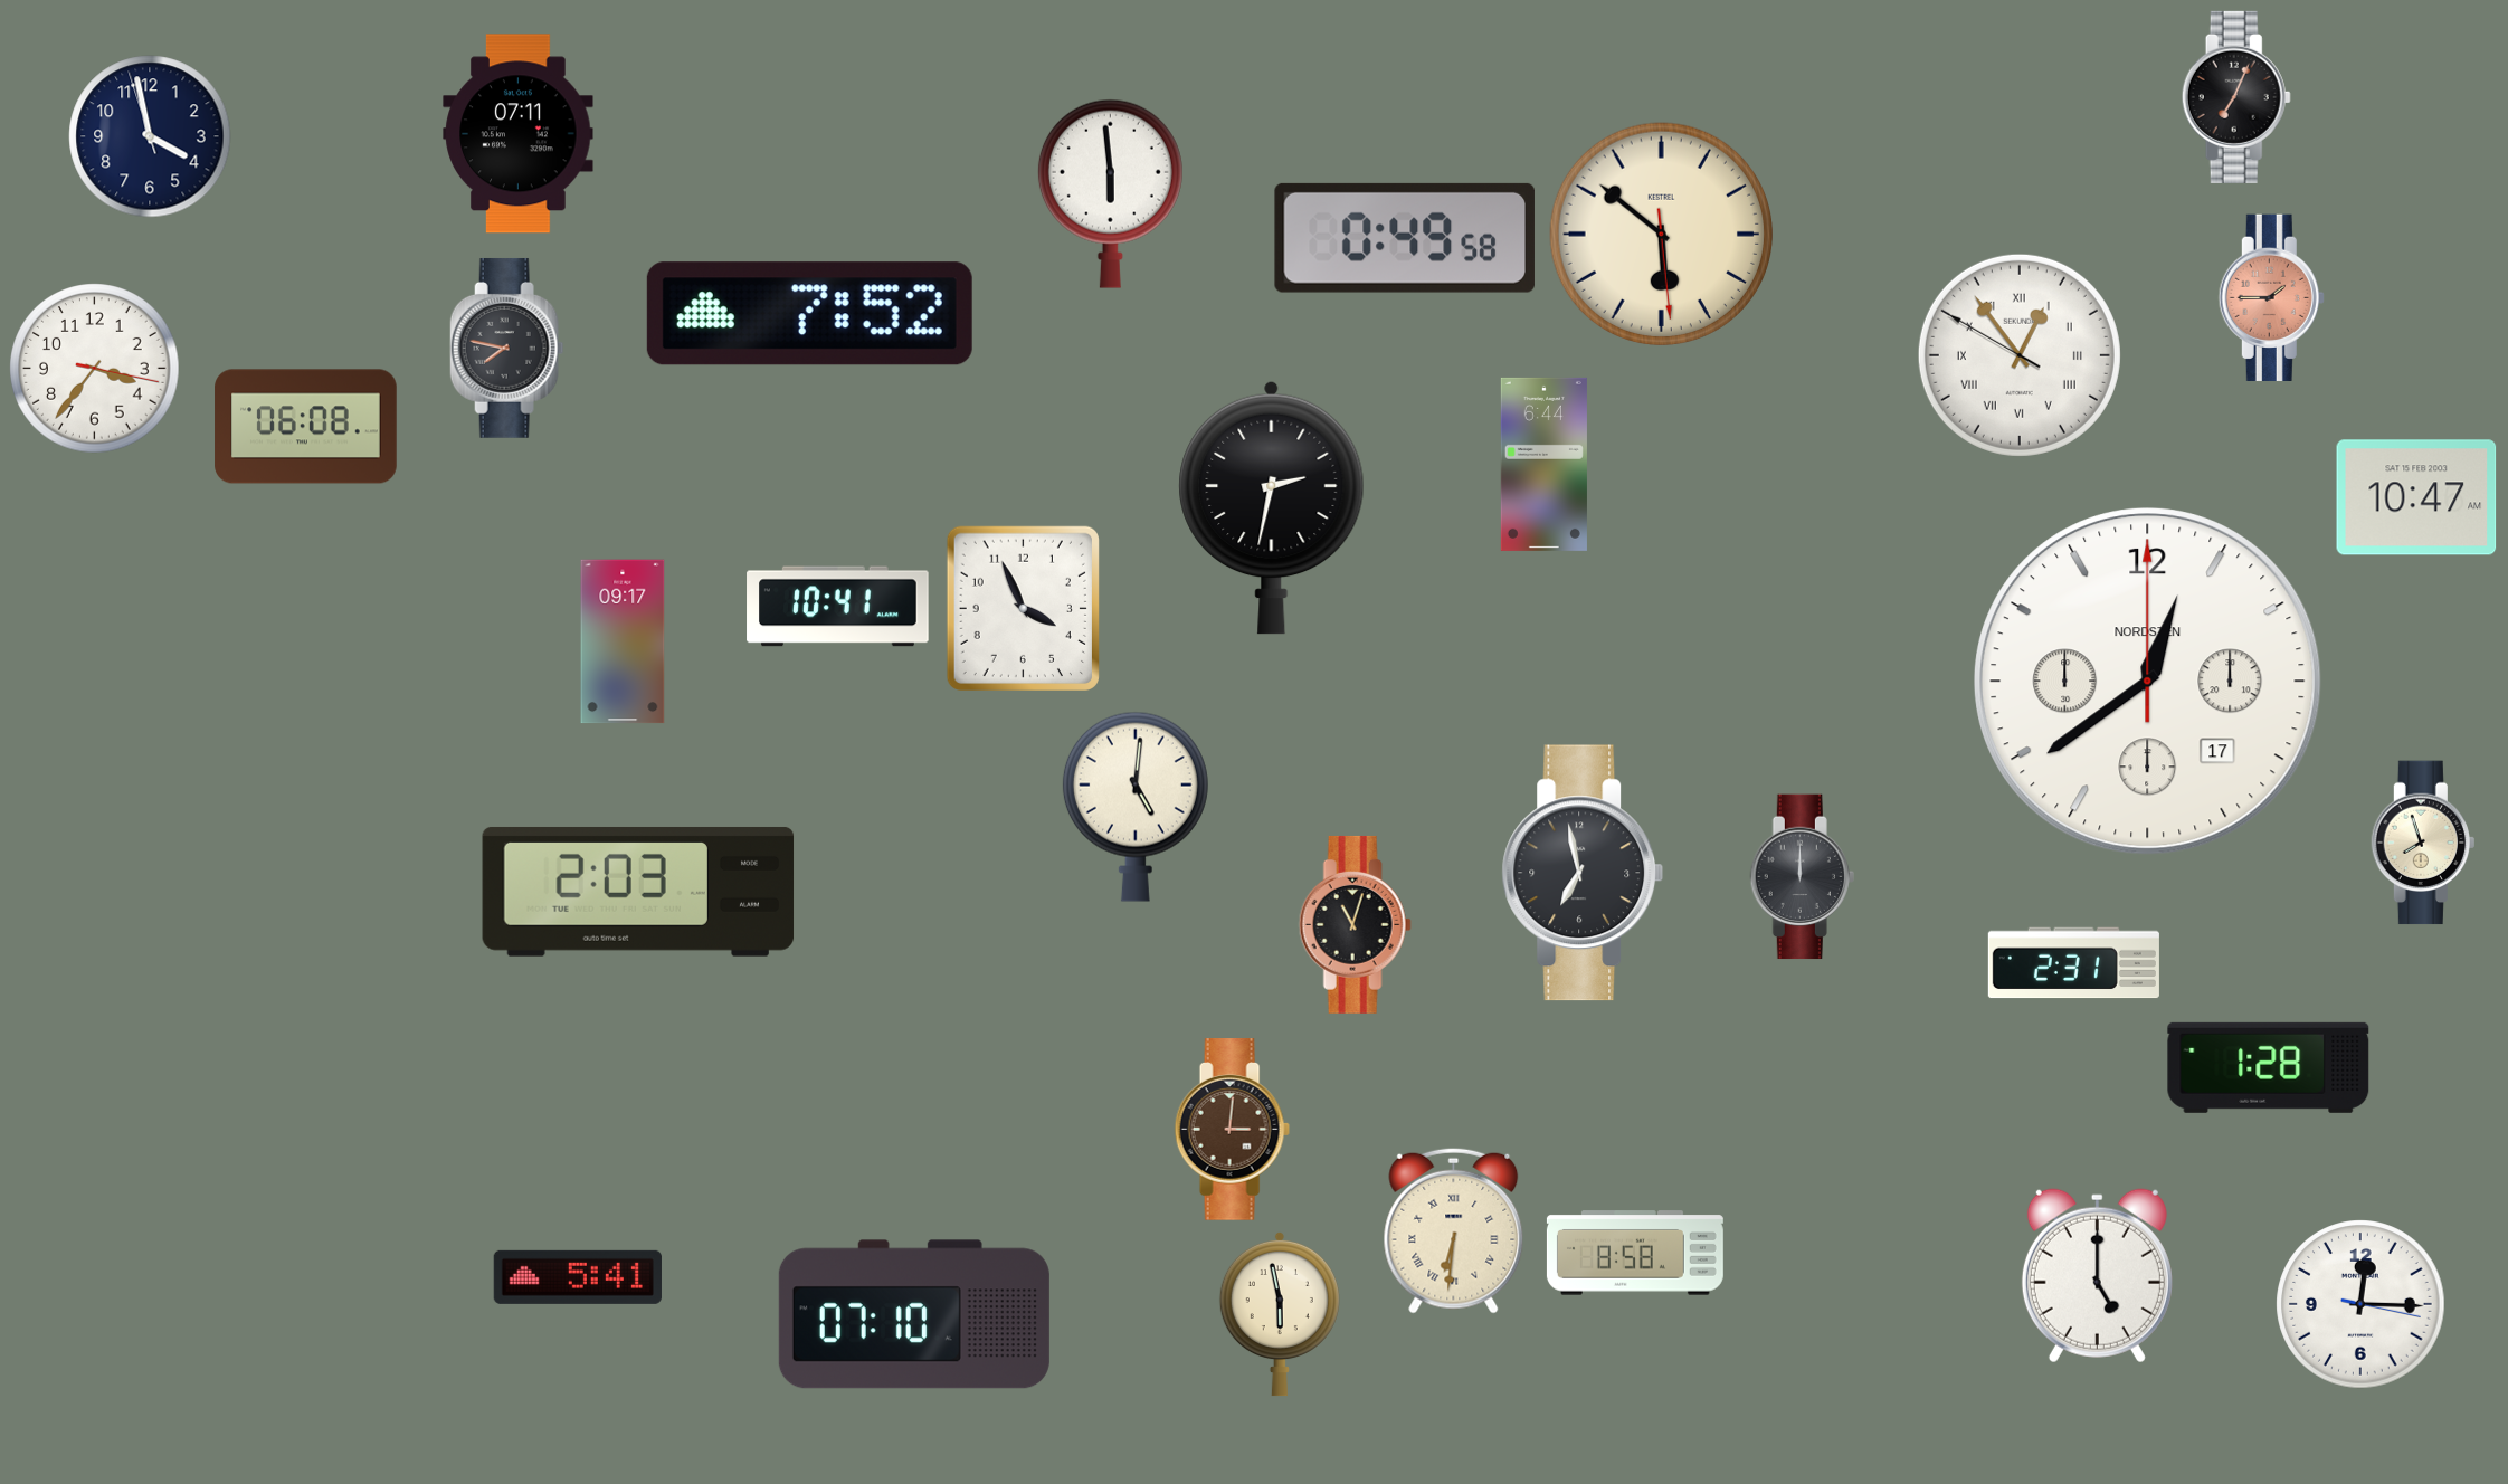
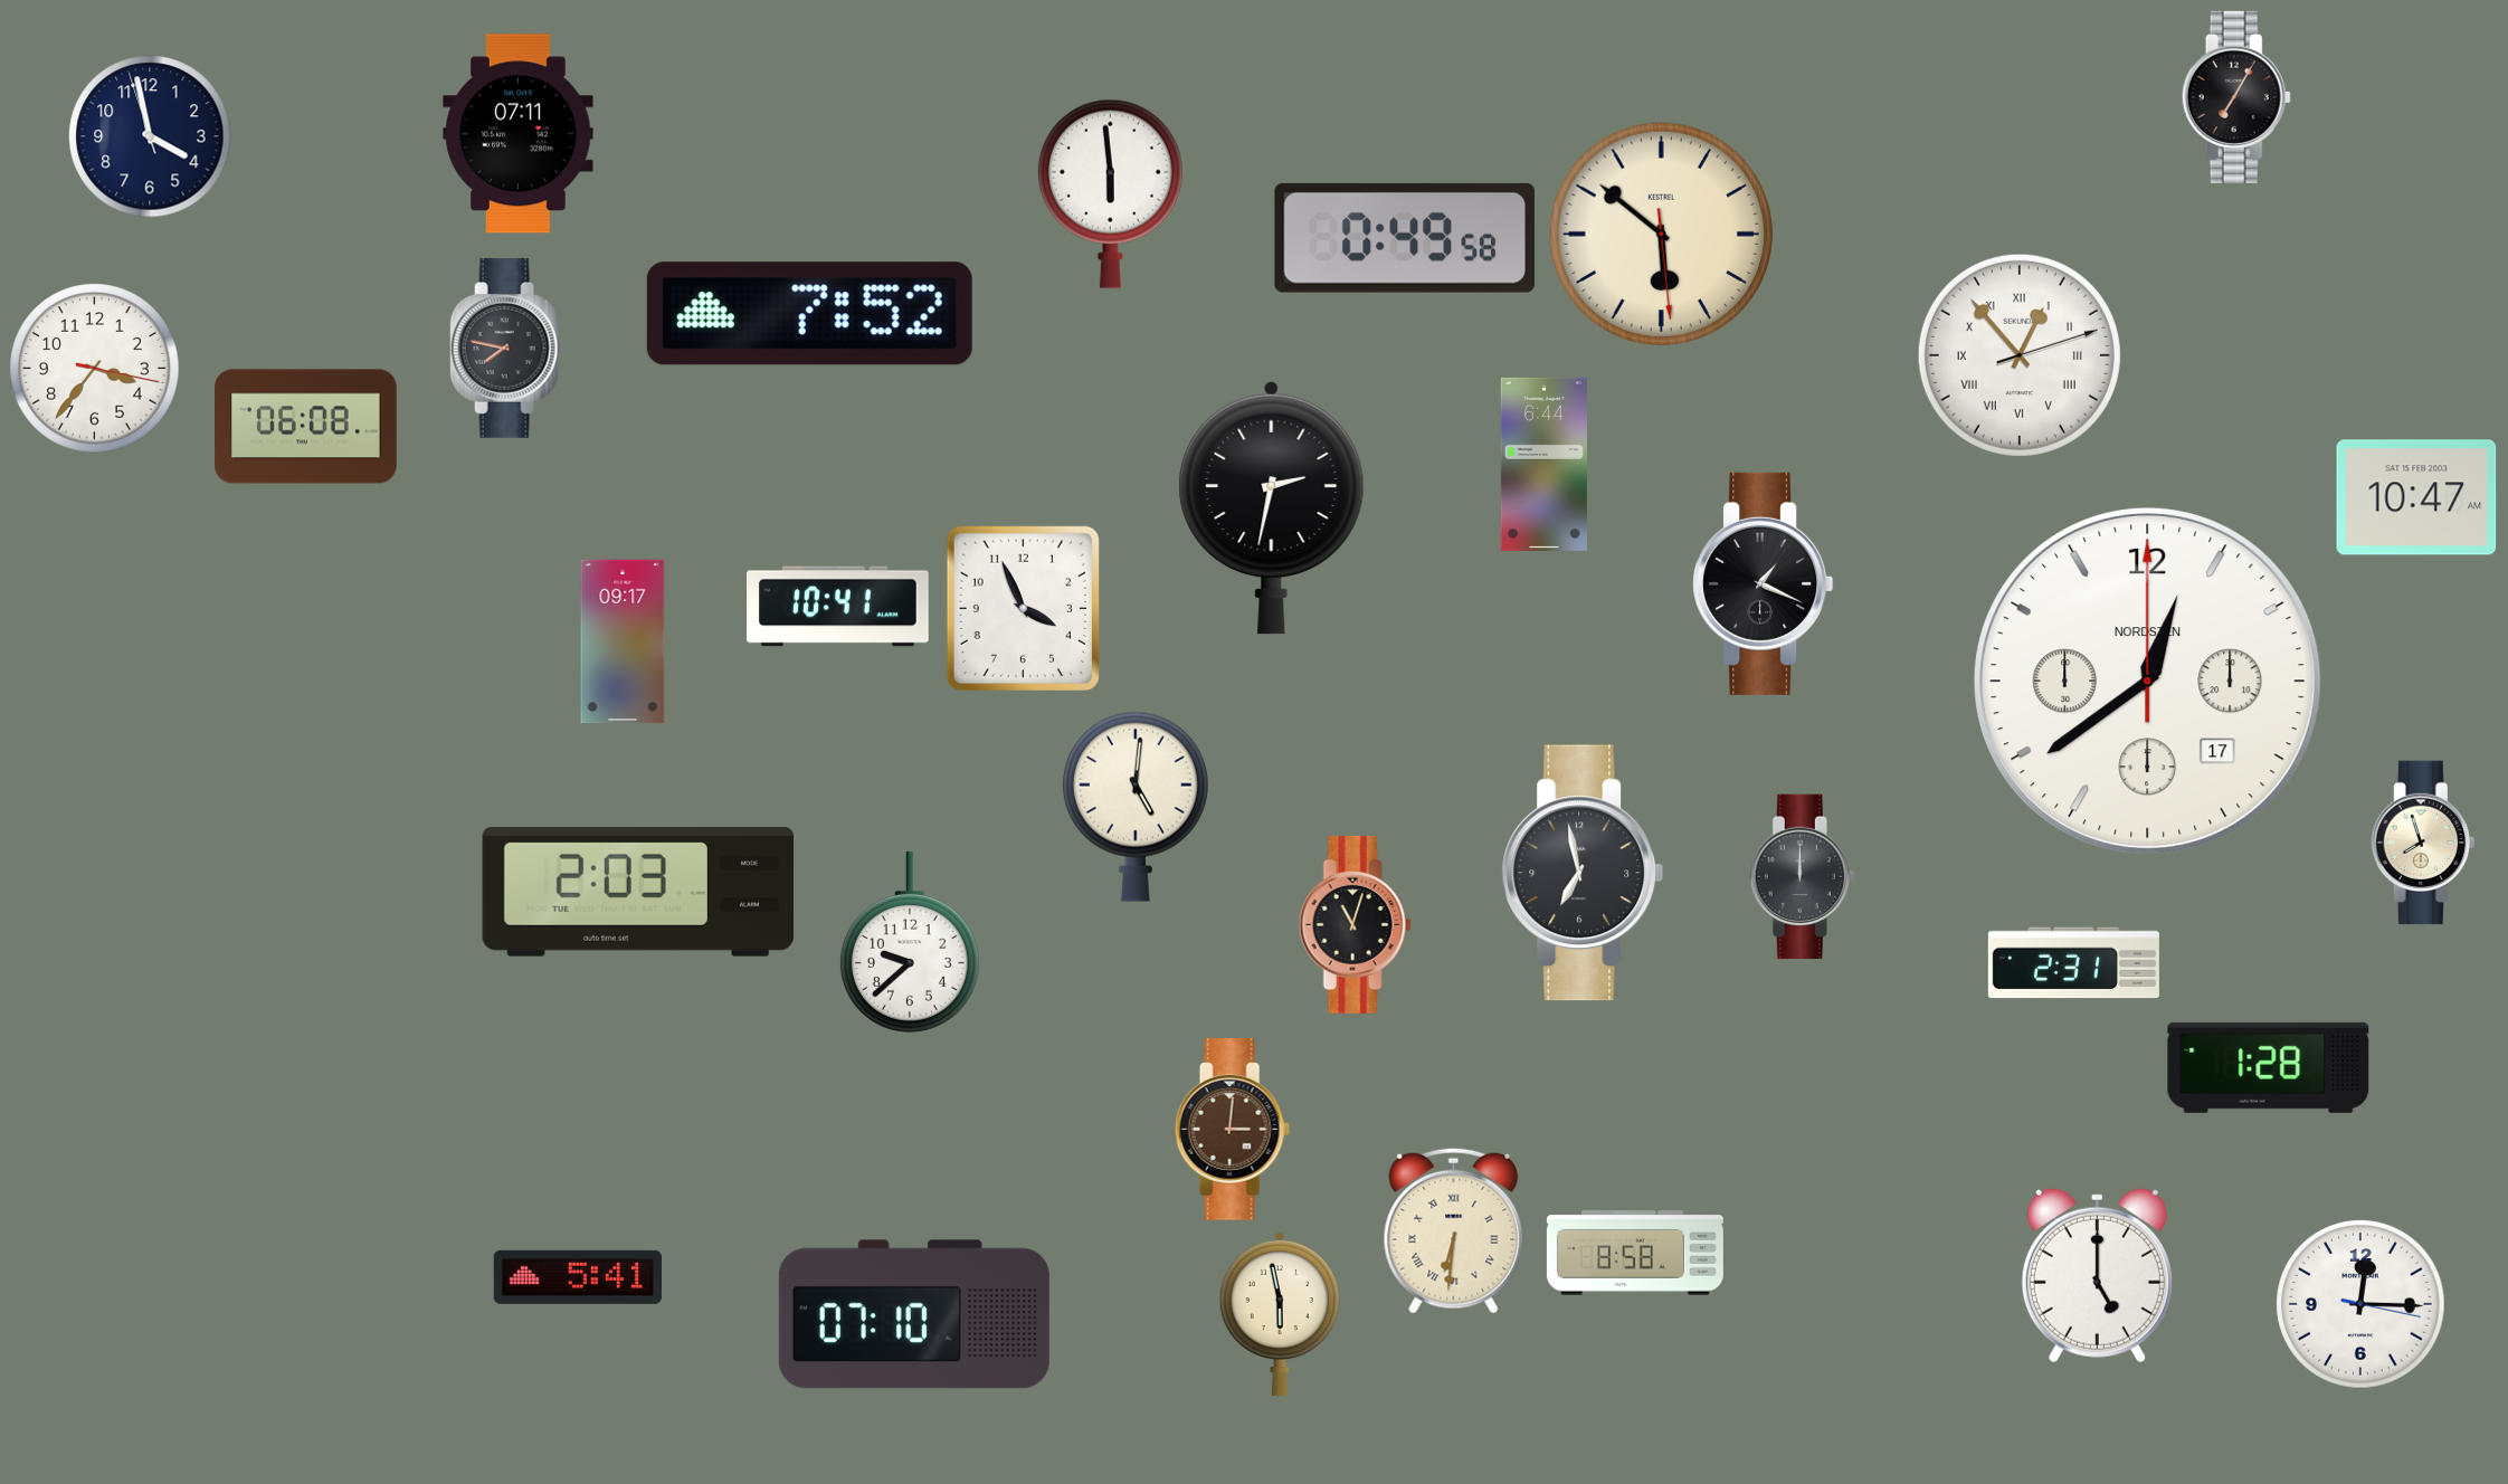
clock at (2236, 97): 7:04 -> 7:05
clock at (2271, 297): 1:45 -> none
clock at (2020, 355): 12:53:50 -> 12:53:12
clock at (1764, 583): none -> 1:19
clock at (910, 942): none -> 9:38
